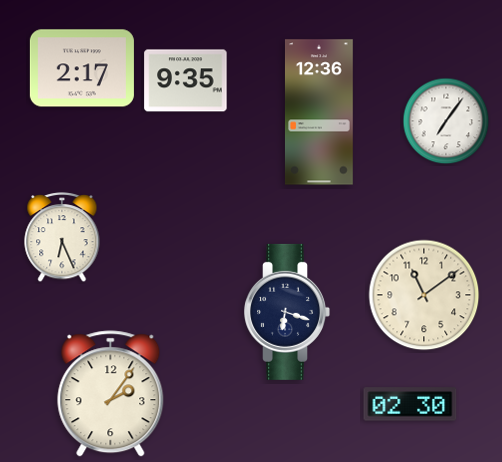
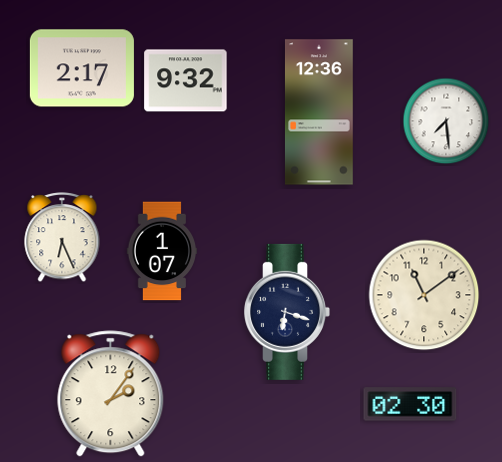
clock at (186, 81): 9:35 -> 9:32
clock at (446, 121): 7:06 -> 7:29
clock at (162, 251): none -> 1:07
